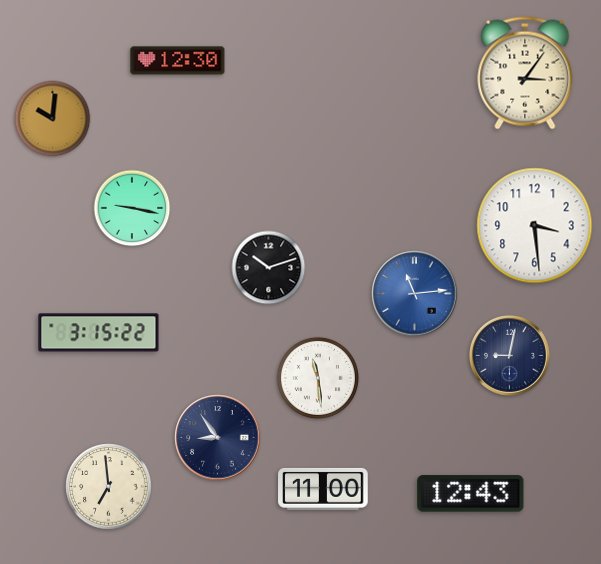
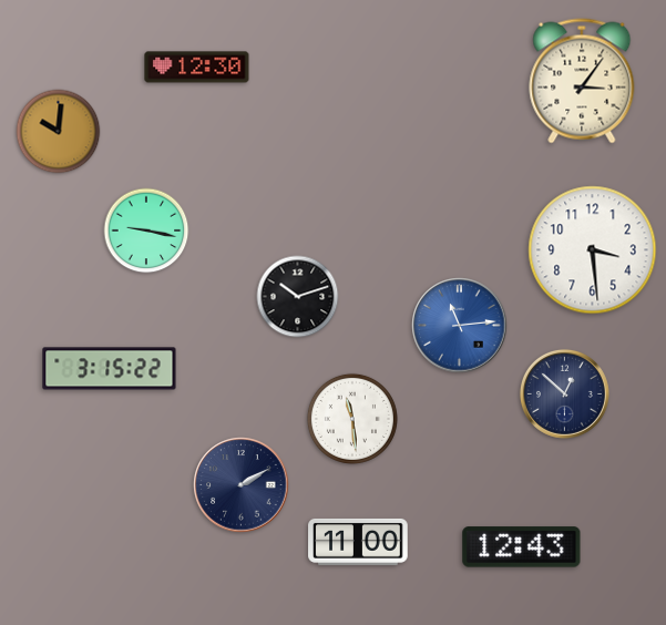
clock at (509, 355): 9:02 -> 12:52
clock at (218, 438): 8:54 -> 2:10
clock at (109, 487): 6:59 -> none
